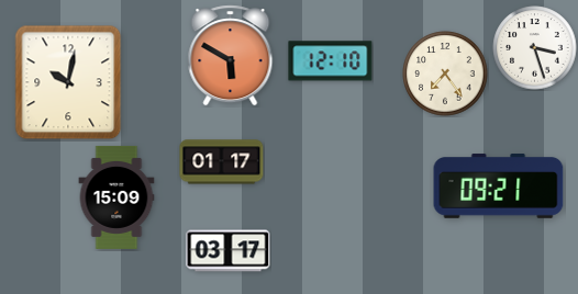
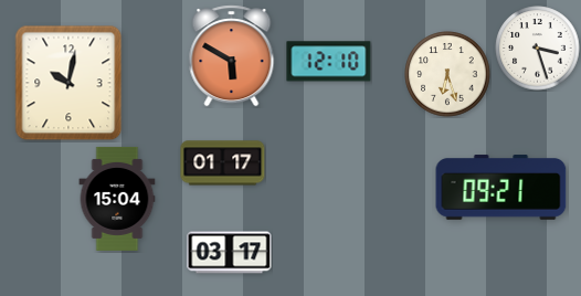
clock at (331, 61) position: (331, 61) -> (329, 62)
clock at (445, 73): 7:24 -> 6:27
clock at (116, 197): 15:09 -> 15:04
